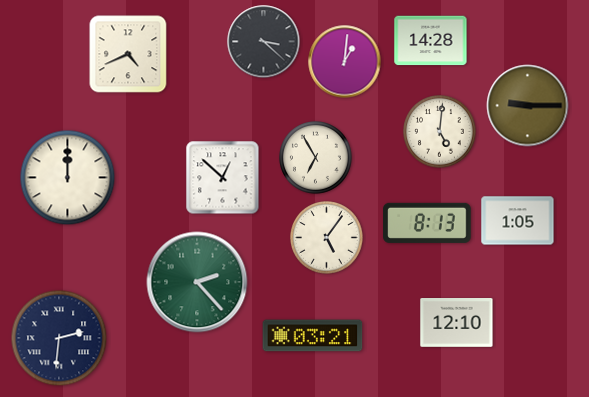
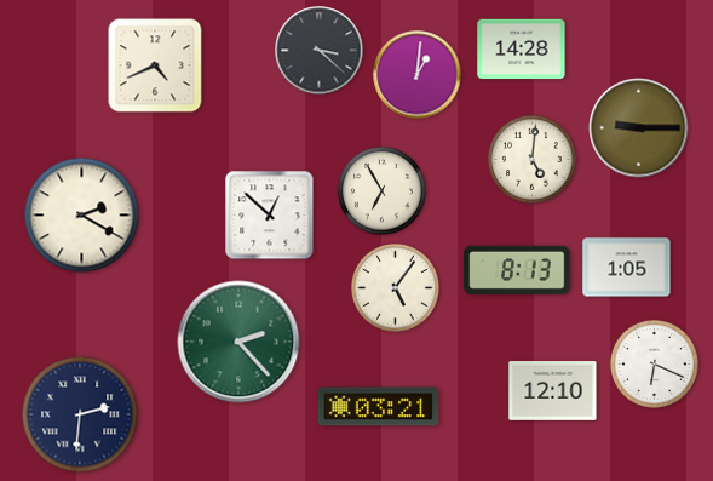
clock at (68, 178): 12:00 -> 2:20
clock at (655, 365): none -> 6:19
clock at (59, 338) position: (59, 338) -> (80, 414)
